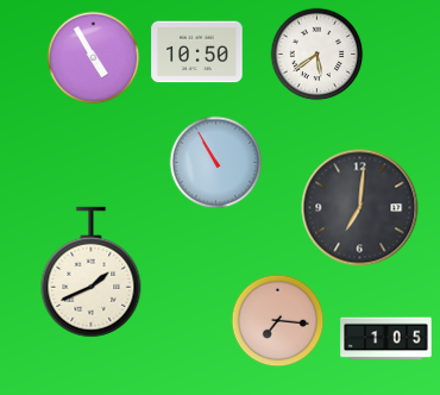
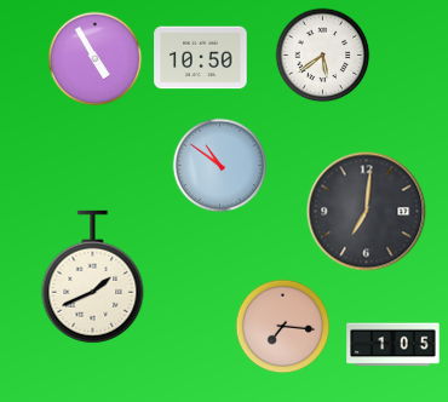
clock at (197, 52) position: (197, 52) -> (201, 58)
clock at (215, 162): 10:55 -> 10:51
